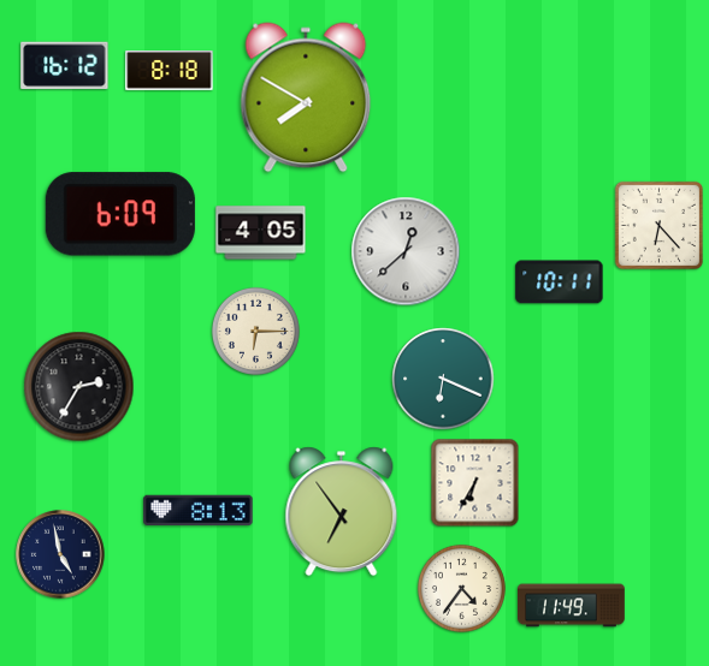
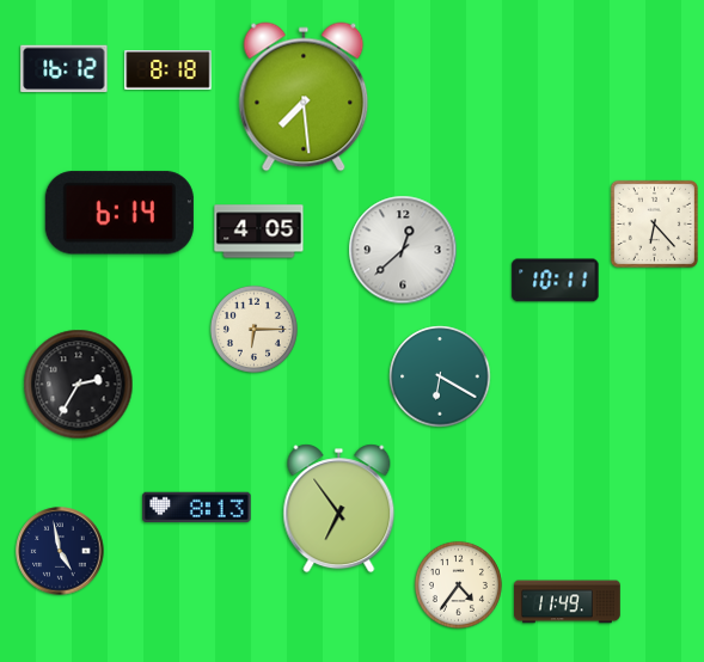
clock at (65, 66) position: (65, 66) -> (65, 69)
clock at (306, 97): 7:50 -> 7:29
clock at (120, 214): 6:09 -> 6:14
clock at (443, 379): 6:19 -> 6:20
clock at (475, 483): 6:35 -> none
